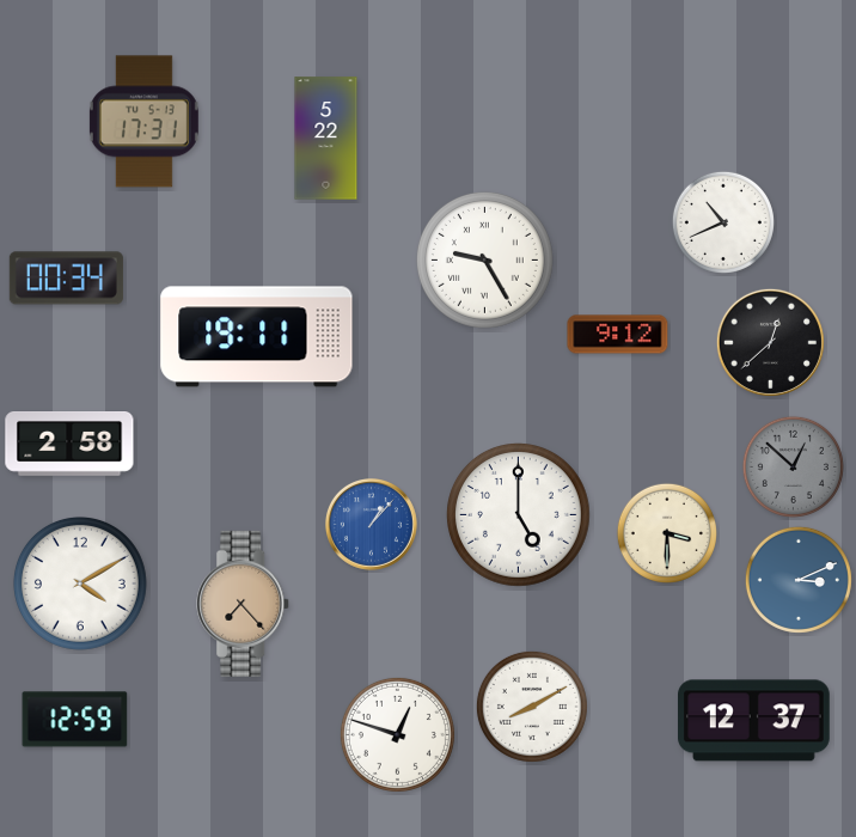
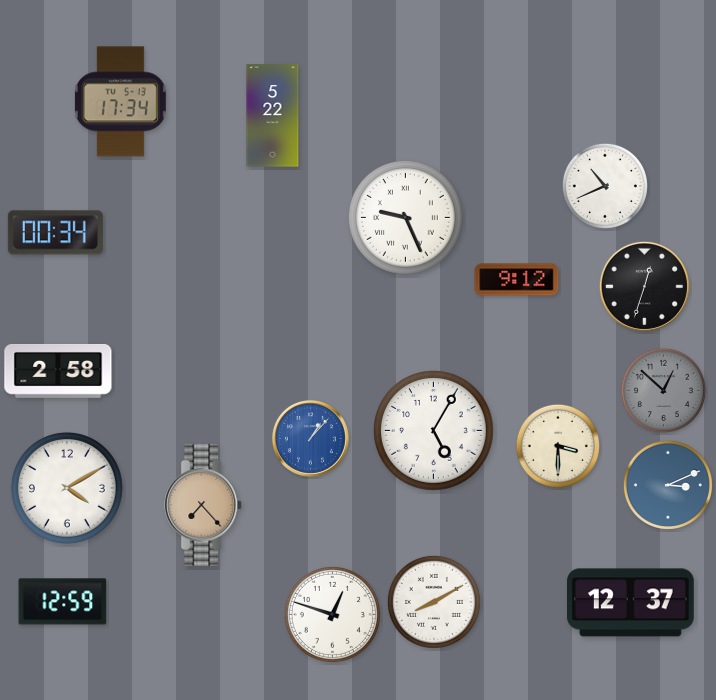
clock at (143, 122): 17:31 -> 17:34
clock at (484, 259): 9:25 -> 9:26
clock at (257, 337): 19:11 -> none
clock at (770, 342): 12:38 -> 12:33
clock at (519, 515): 5:00 -> 5:05
clock at (532, 707) position: (532, 707) -> (434, 602)
